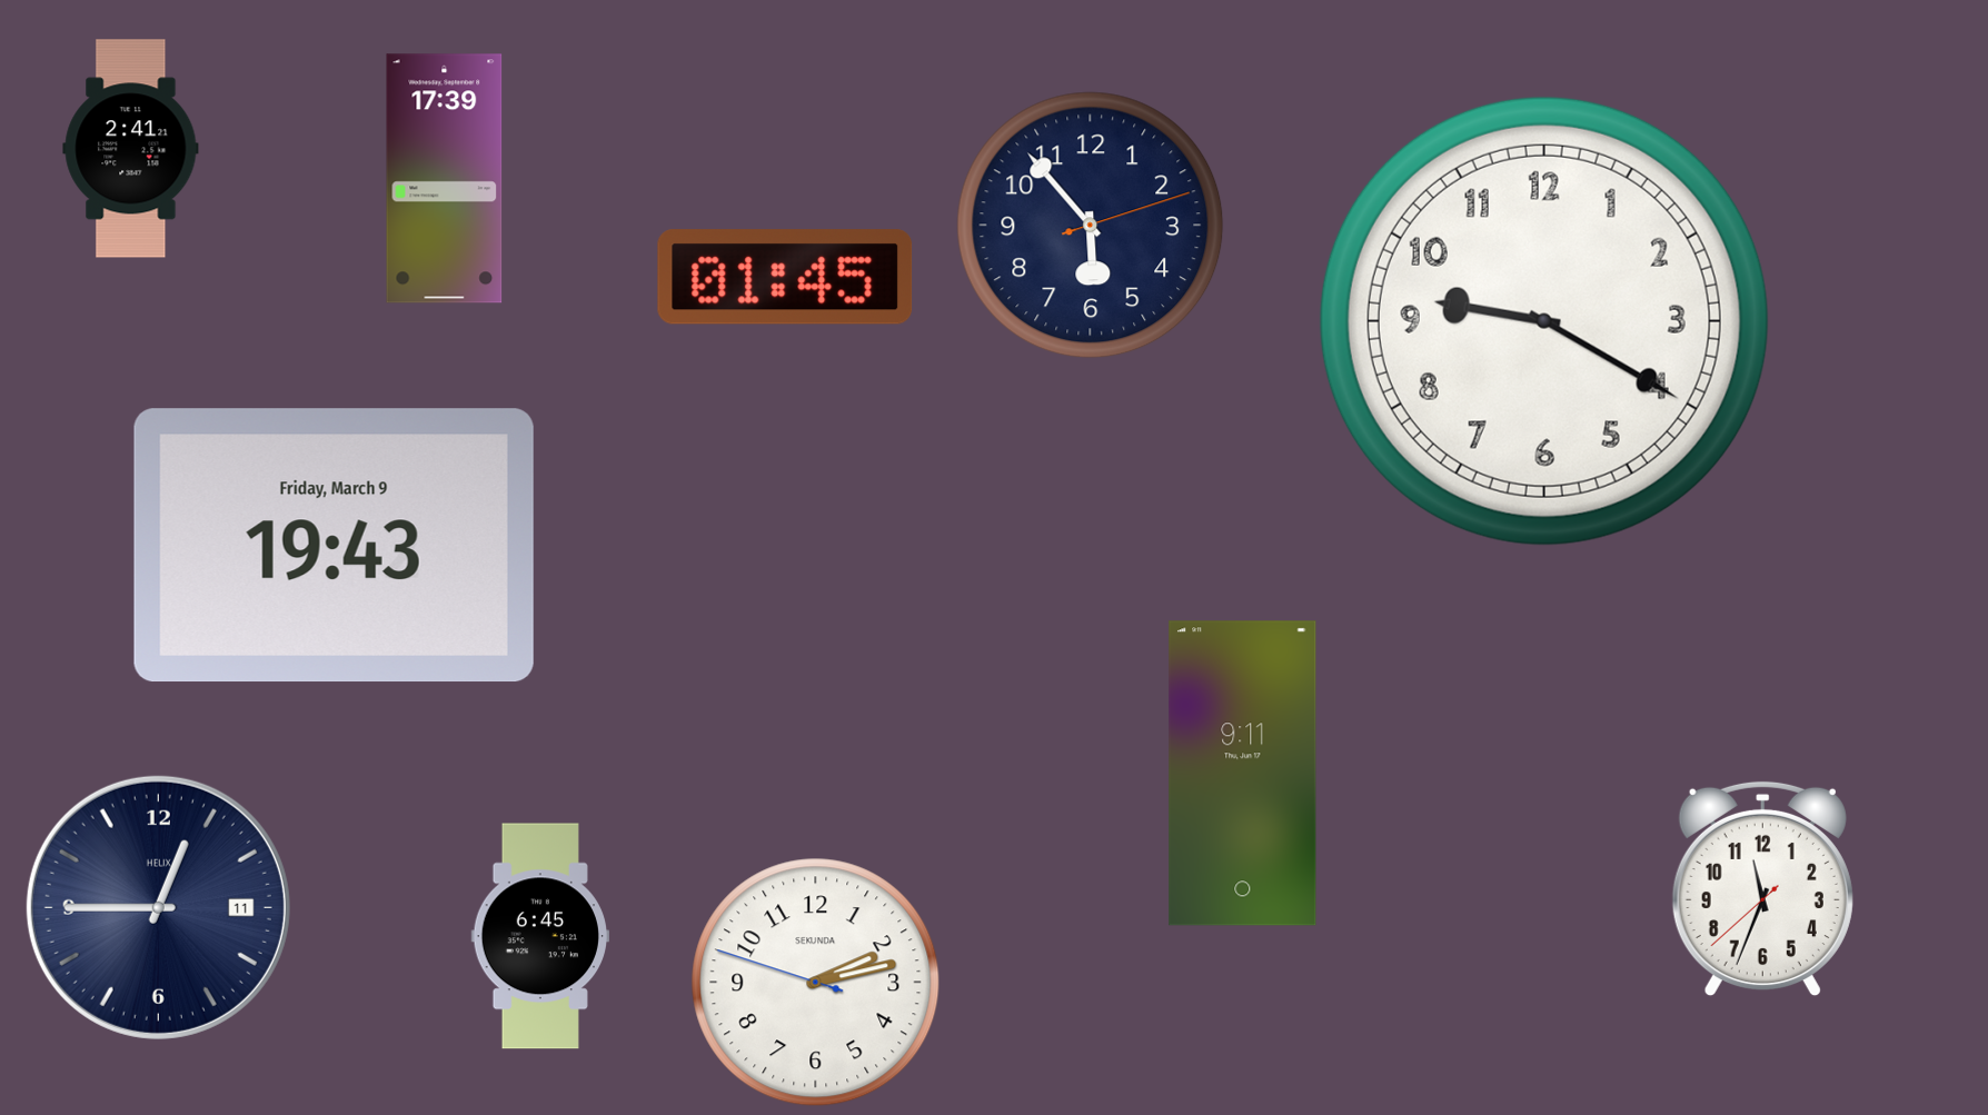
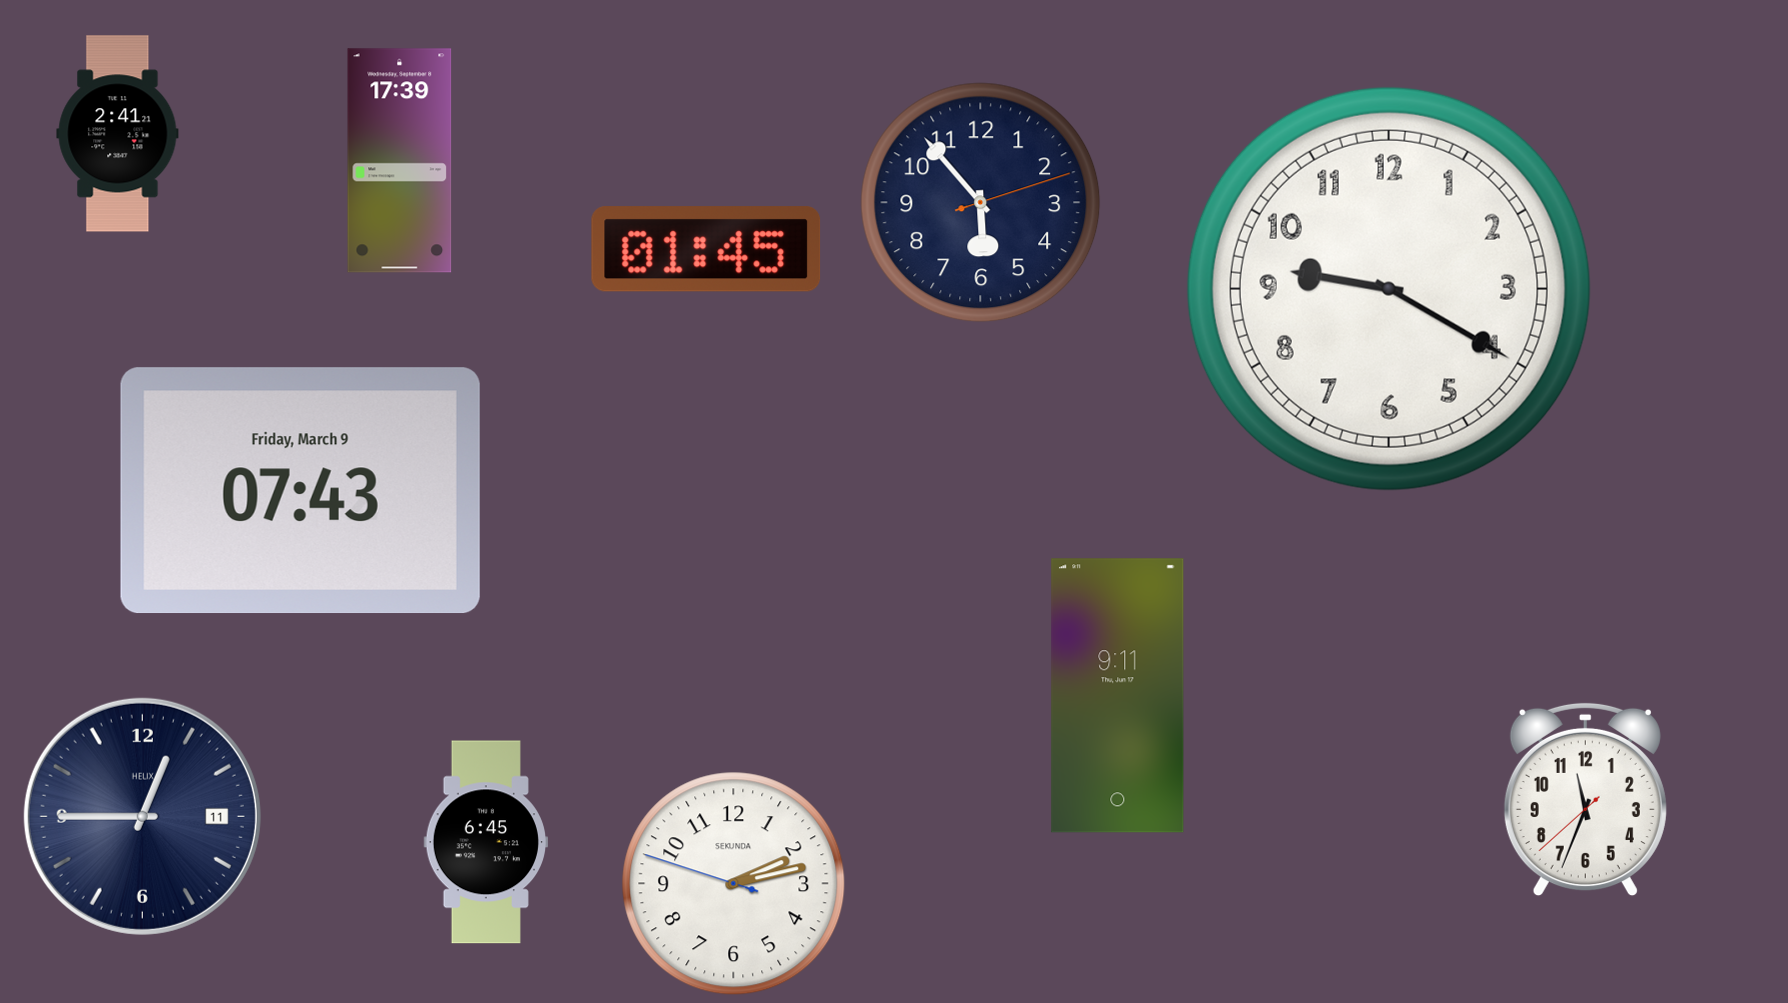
clock at (334, 546): 19:43 -> 07:43
